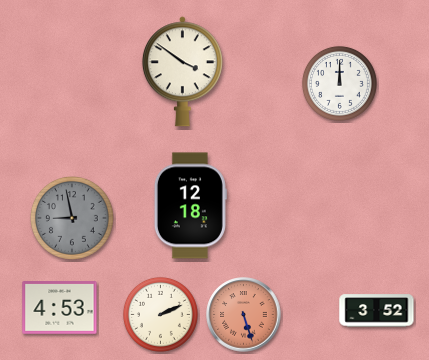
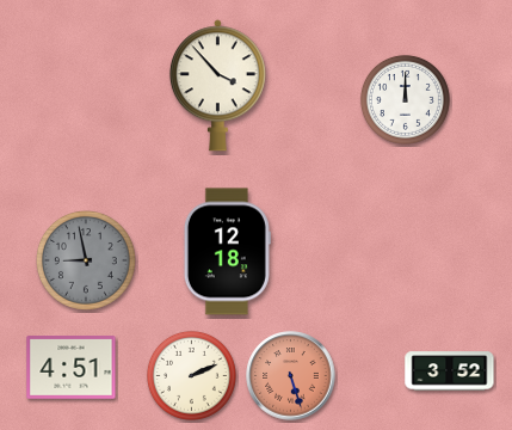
clock at (182, 72): 3:51 -> 3:53
clock at (190, 206) position: (190, 206) -> (227, 252)
clock at (60, 308): 4:53 -> 4:51
